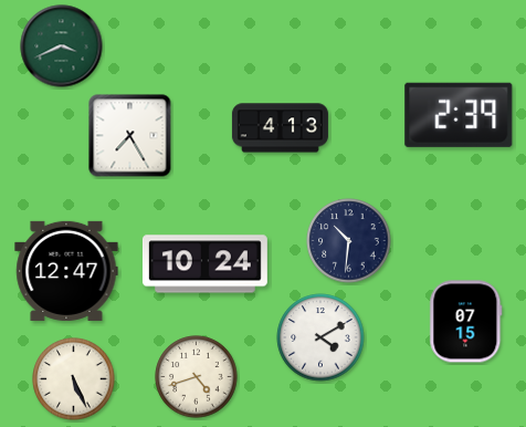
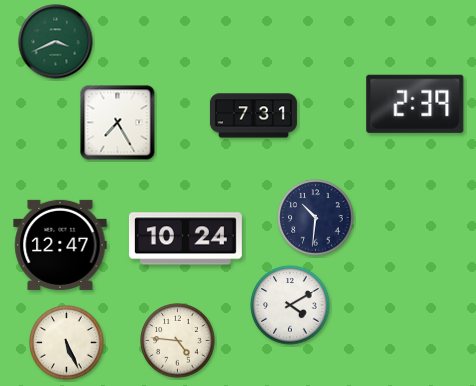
clock at (280, 128): 4:13 -> 7:31
clock at (466, 322): 07:15 -> none
clock at (197, 377): 4:42 -> 4:46
